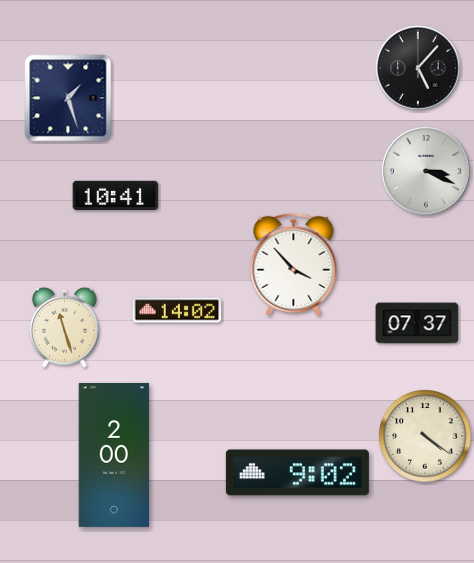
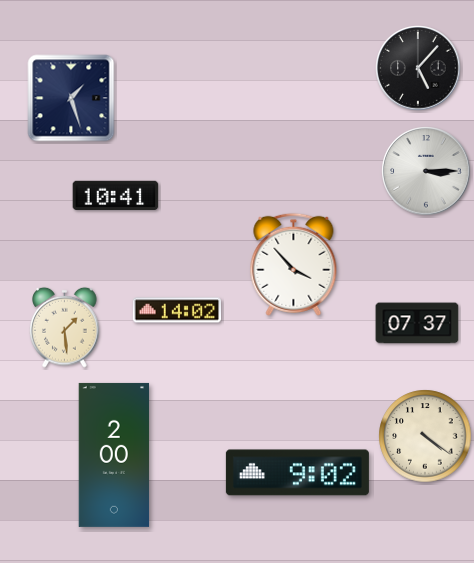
clock at (68, 98) position: (68, 98) -> (71, 98)
clock at (426, 171): 3:19 -> 3:15
clock at (65, 327): 11:27 -> 1:29
